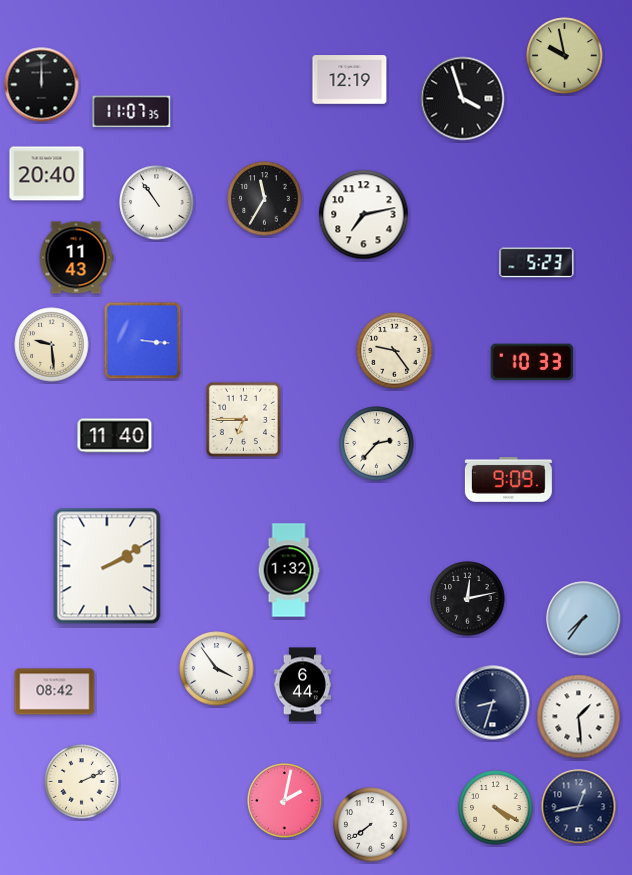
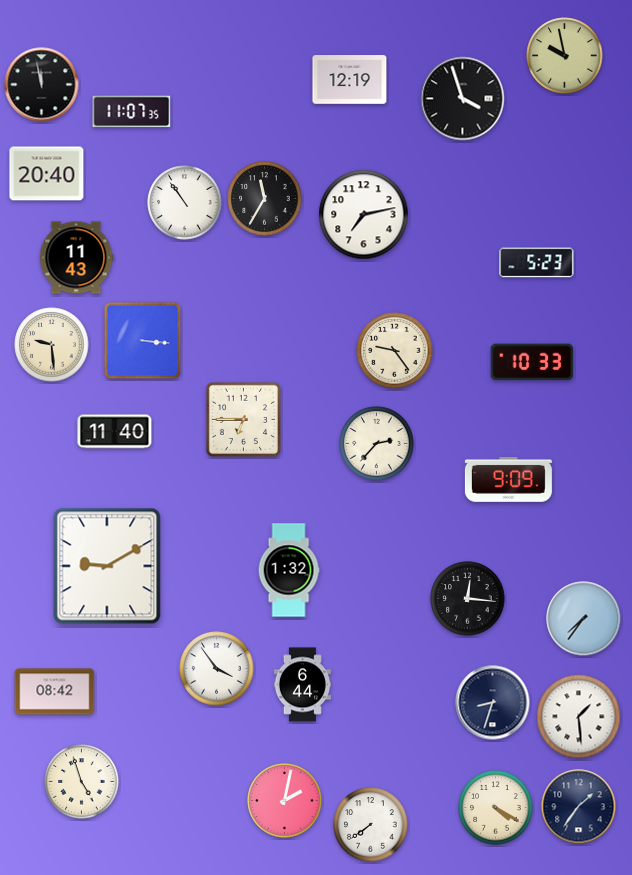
clock at (42, 85): 12:00 -> 11:58
clock at (157, 203) position: (157, 203) -> (185, 203)
clock at (115, 436) position: (115, 436) -> (115, 432)
clock at (107, 566): 2:10 -> 9:10
clock at (468, 599): 12:13 -> 12:16
clock at (82, 782): 2:11 -> 4:57
clock at (579, 807): 12:43 -> 1:36
